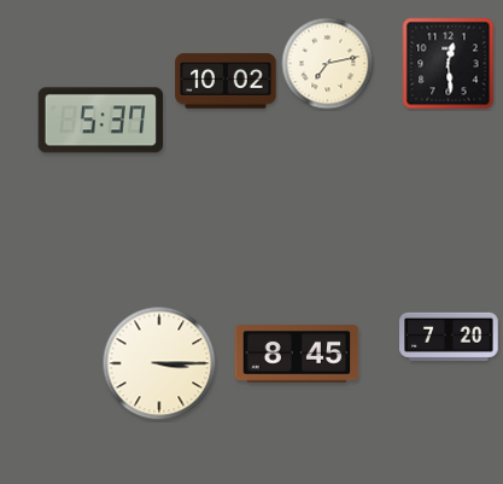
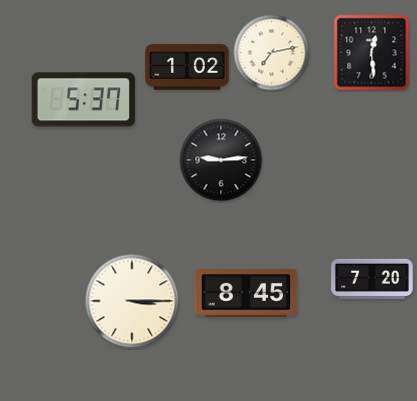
clock at (226, 81): 10:02 -> 1:02
clock at (221, 160): none -> 9:14
